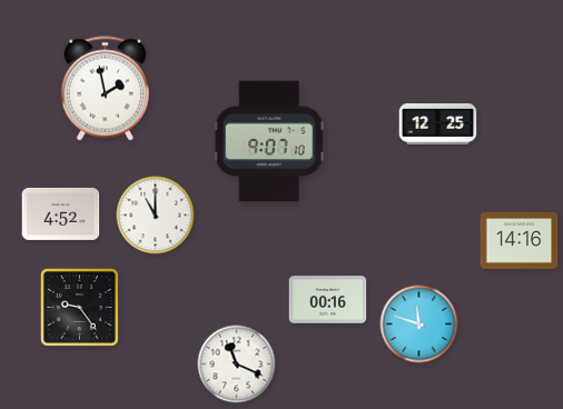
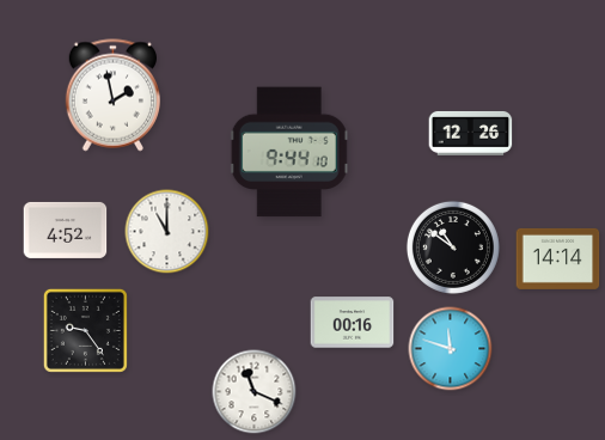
clock at (438, 124): 12:25 -> 12:26
clock at (269, 141): 9:07 -> 9:44
clock at (453, 247): none -> 10:51
clock at (520, 240): 14:16 -> 14:14
